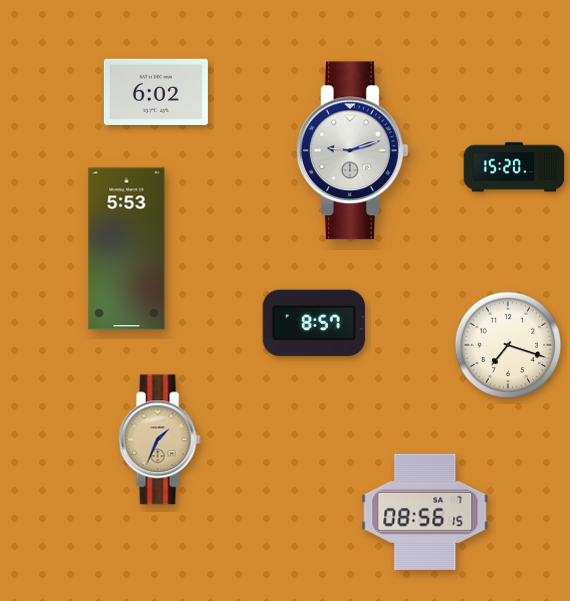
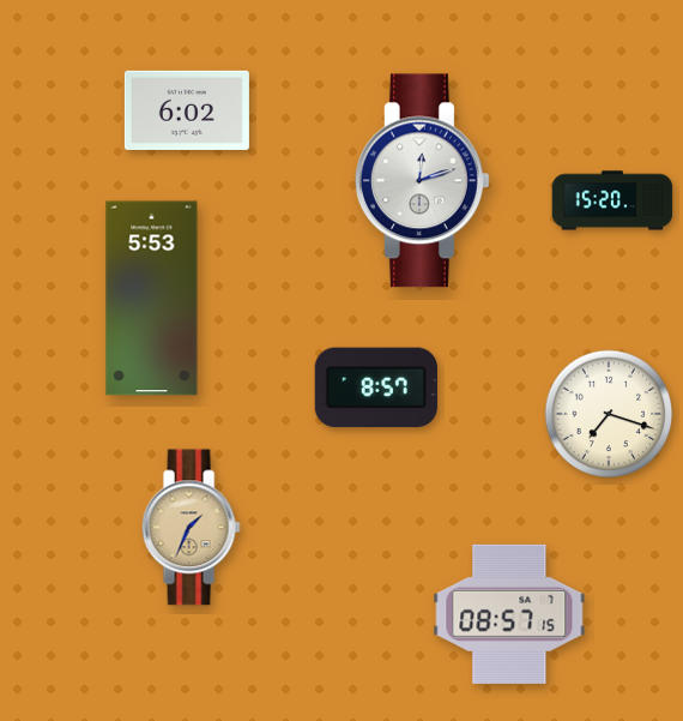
clock at (352, 151): 9:12 -> 12:12
clock at (514, 167) position: (514, 167) -> (612, 200)
clock at (425, 512): 08:56 -> 08:57
